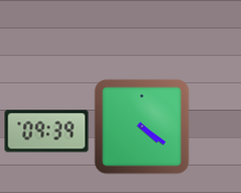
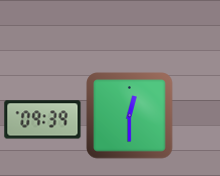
clock at (142, 127): 4:21 -> 12:30
